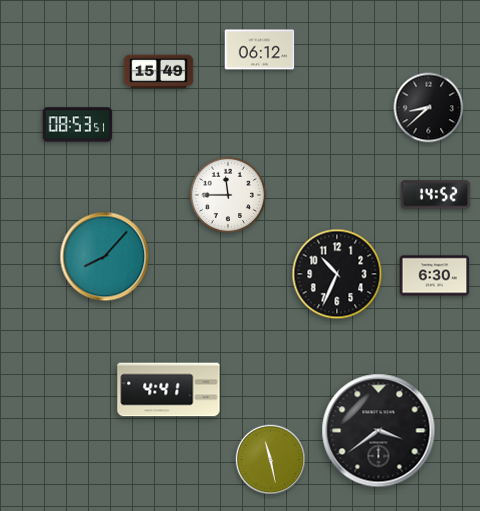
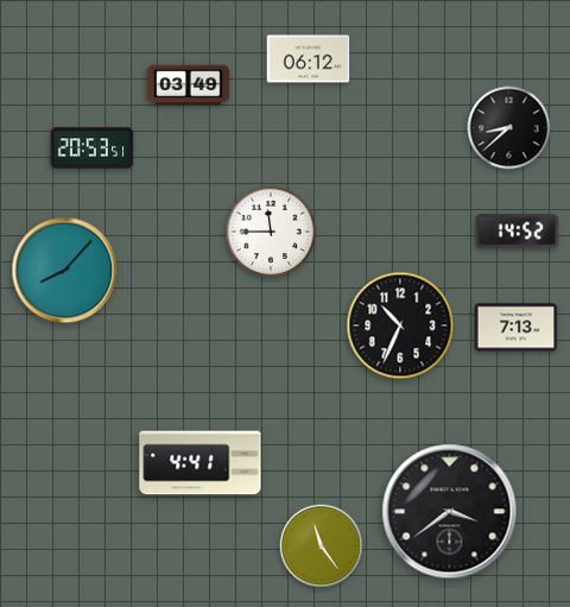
clock at (159, 72): 15:49 -> 03:49
clock at (78, 125): 08:53 -> 20:53
clock at (105, 257) position: (105, 257) -> (65, 271)
clock at (435, 276): 6:30 -> 7:13
clock at (271, 460): 11:28 -> 11:24
